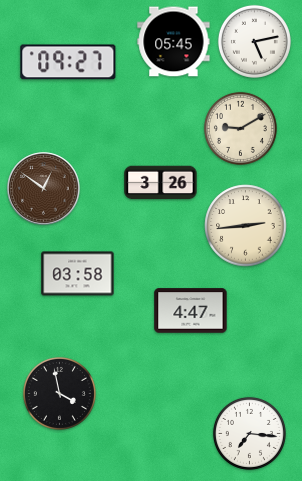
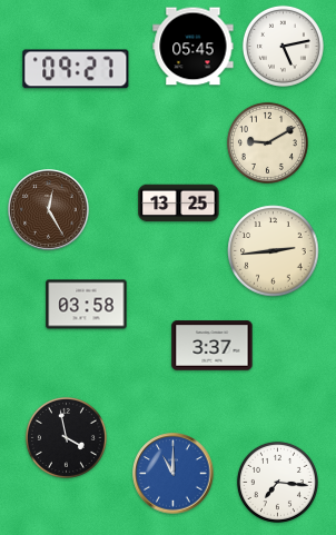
clock at (161, 183): 3:26 -> 13:25
clock at (44, 189): 12:51 -> 12:25
clock at (191, 311): 4:47 -> 3:37
clock at (174, 474): none -> 11:00
